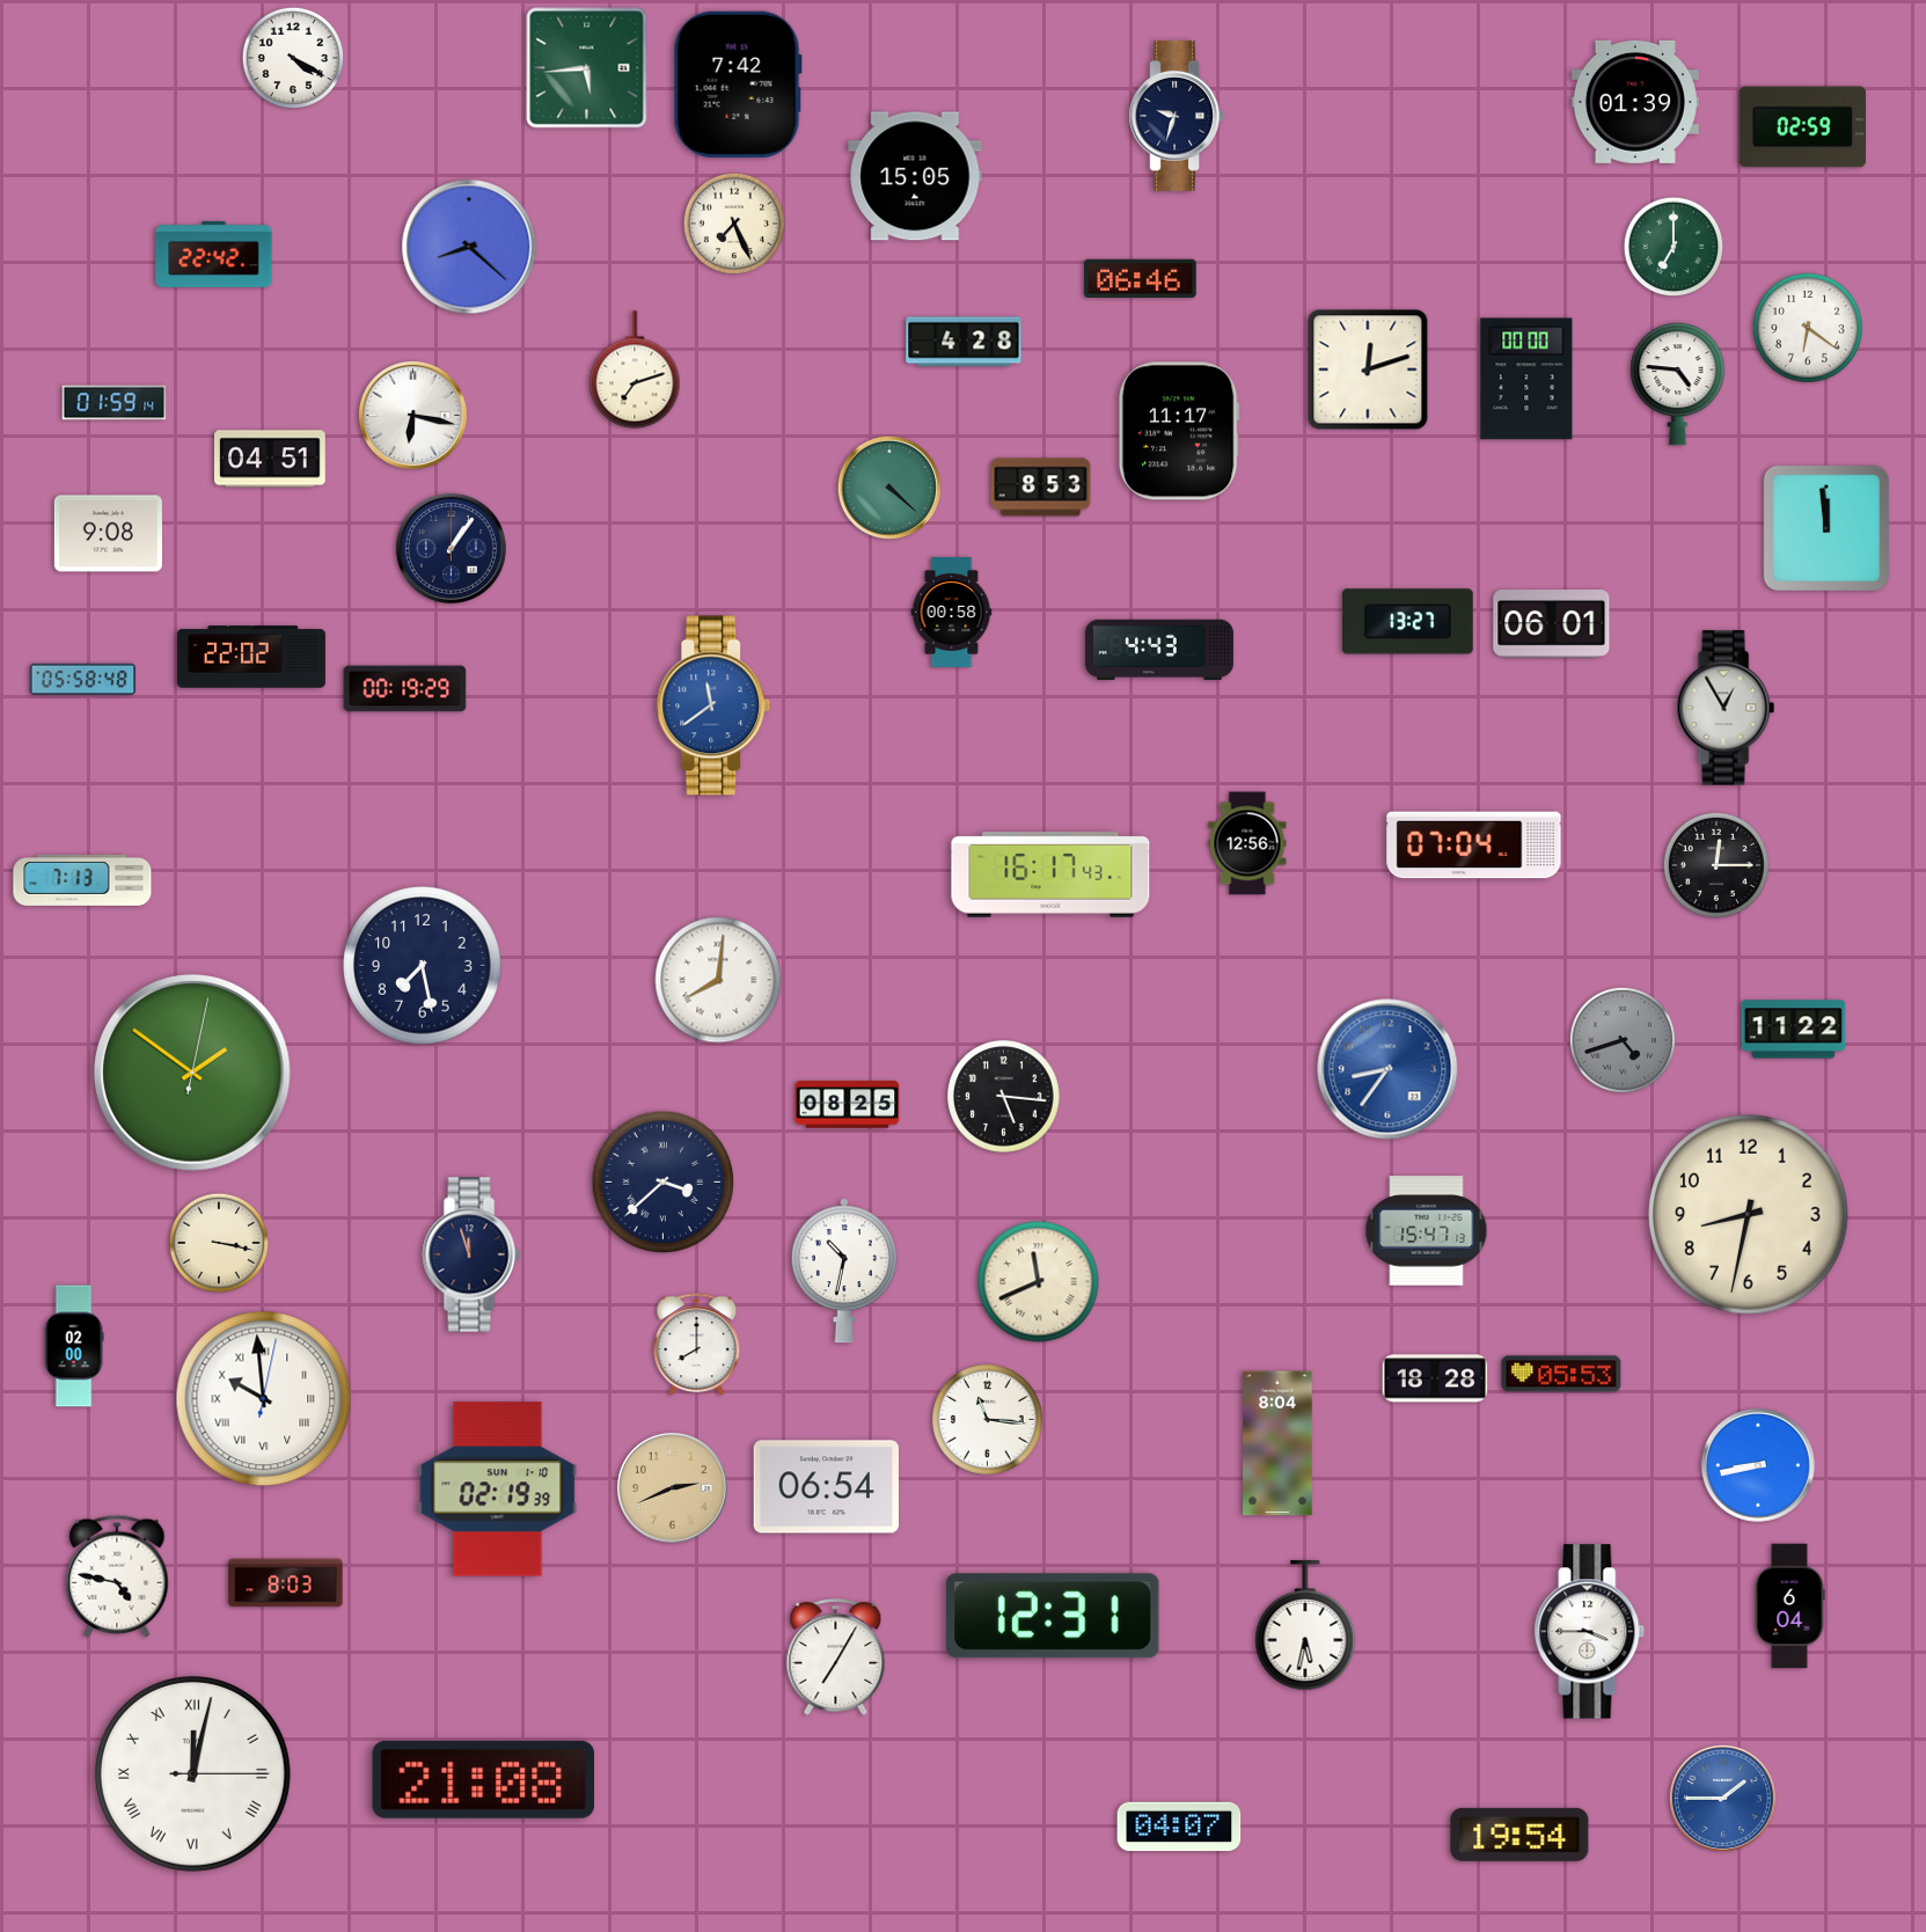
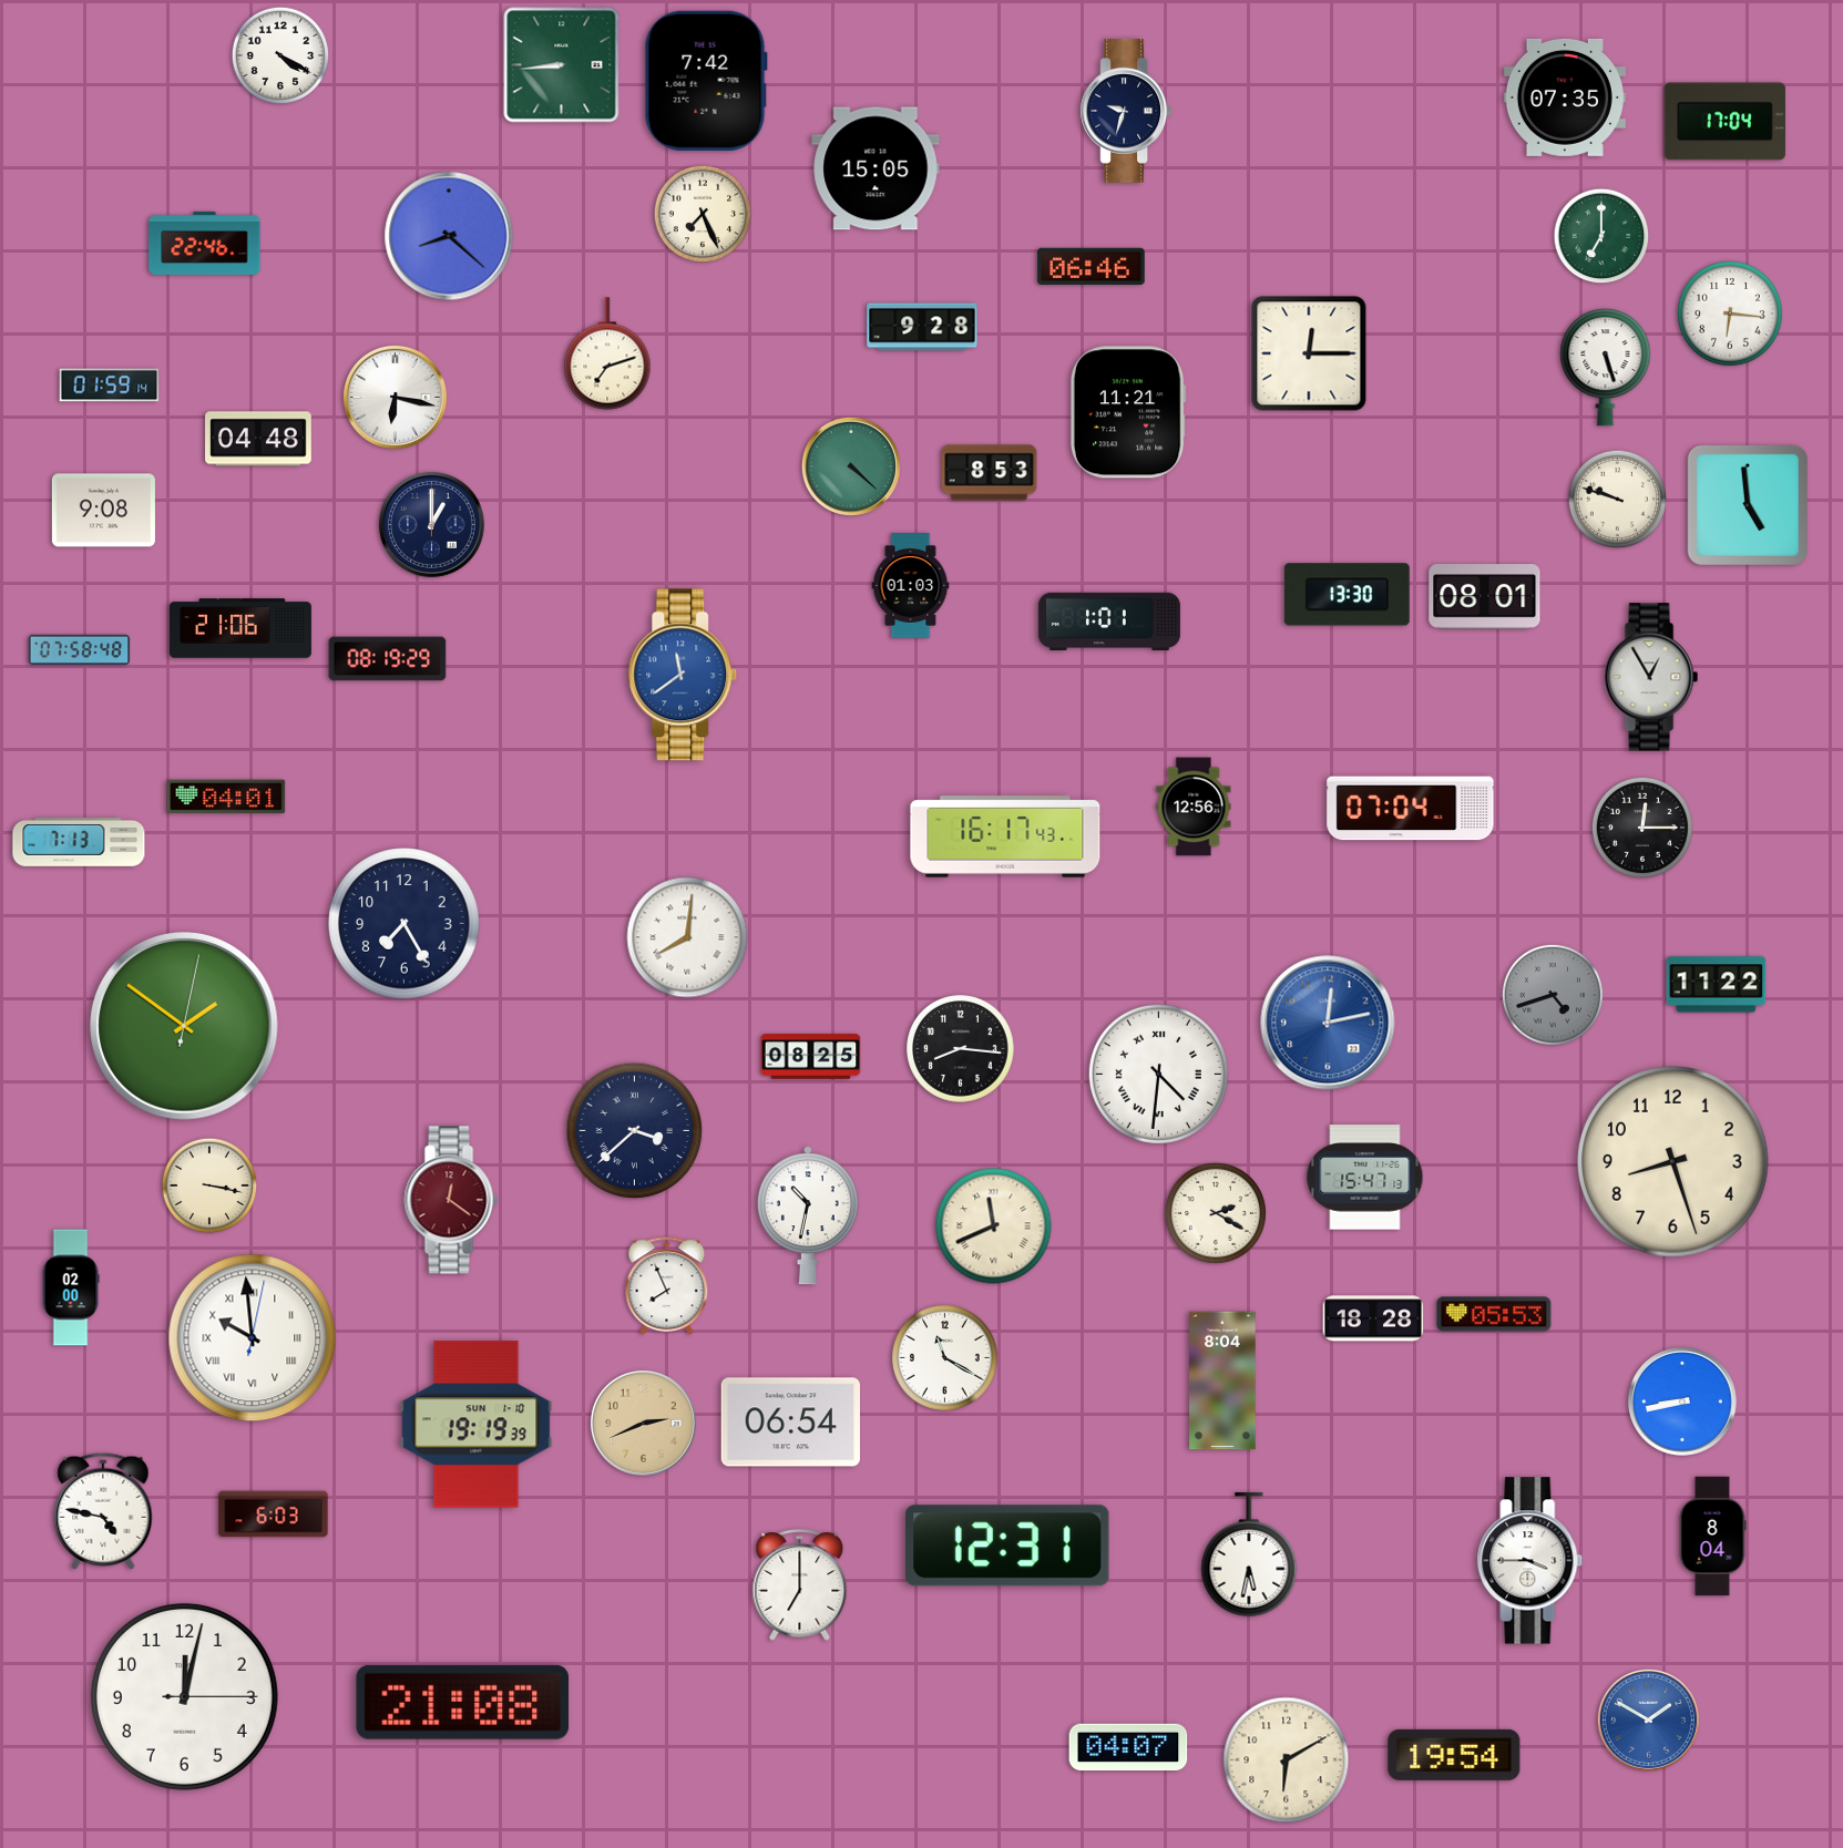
clock at (587, 68): 5:44 -> 8:44
clock at (1635, 102): 01:39 -> 07:35
clock at (1802, 127): 02:59 -> 17:04
clock at (214, 254): 22:42 -> 22:46
clock at (1808, 328): 6:21 -> 6:16
clock at (964, 342): 4:28 -> 9:28
clock at (1368, 369): 12:12 -> 12:15
clock at (1526, 379): 00:00 -> none
clock at (1678, 385): 4:46 -> 5:27
clock at (1179, 431): 11:17 -> 11:21
clock at (271, 459): 04:51 -> 04:48
clock at (1041, 488) position: (1041, 488) -> (990, 473)
clock at (1617, 499): none -> 9:48
clock at (1826, 528): 11:59 -> 4:59
clock at (451, 548): 1:06 -> 1:00
clock at (952, 612): 00:58 -> 01:03
clock at (1407, 622): 13:27 -> 13:30
clock at (1552, 624): 06:01 -> 08:01
clock at (1159, 650): 4:43 -> 1:01
clock at (251, 657): 22:02 -> 21:06
clock at (83, 680): 05:58 -> 07:58
clock at (405, 689): 00:19 -> 08:19
clock at (226, 797): none -> 04:01
clock at (423, 966): 7:28 -> 7:25
clock at (1387, 1069): 8:36 -> 12:13
clock at (1004, 1097): 5:16 -> 8:16
clock at (1158, 1074): none -> 4:31
clock at (1749, 1215): 8:32 -> 8:27
clock at (219, 1243) position: (219, 1243) -> (209, 1185)
clock at (471, 1254): 11:57 -> 12:21
clock at (471, 1254) dial: navy -> burgundy
clock at (1216, 1213): none -> 2:20
clock at (697, 1345): 8:00 -> 7:56
clock at (988, 1420): 11:16 -> 11:20
clock at (498, 1490): 02:19 -> 19:19
clock at (117, 1576) position: (117, 1576) -> (103, 1511)
clock at (286, 1583): 8:03 -> 6:03
clock at (1789, 1607): 6:04 -> 8:04
clock at (1590, 1632) position: (1590, 1632) -> (1530, 1561)
clock at (836, 1657): 7:05 -> 7:00
clock at (192, 1773) numerals: Roman -> Arabic
clock at (1722, 1798): 1:45 -> 1:50
clock at (1287, 1760): none -> 6:10
